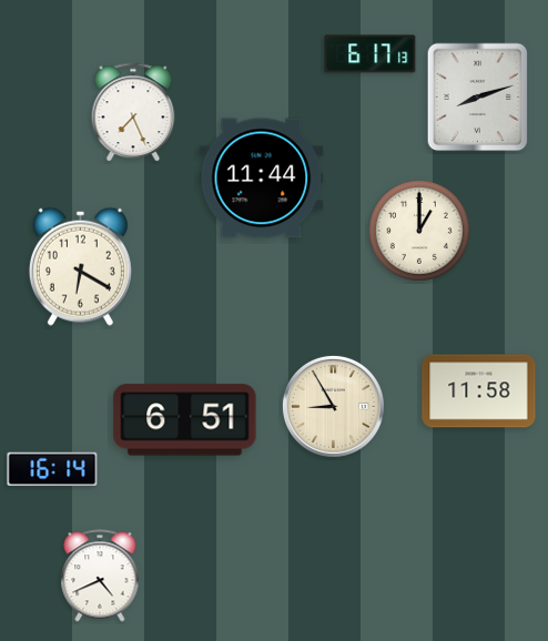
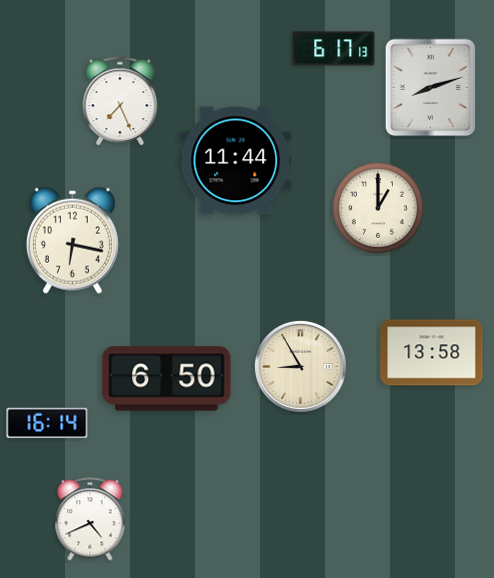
clock at (80, 266): 6:20 -> 6:17
clock at (479, 391): 11:58 -> 13:58
clock at (185, 420): 6:51 -> 6:50
